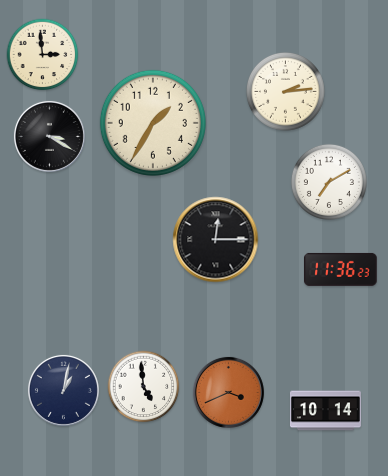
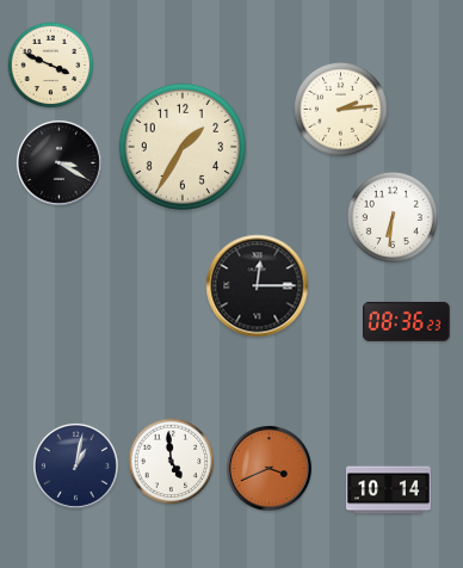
clock at (43, 55): 2:59 -> 3:49
clock at (329, 182): 7:10 -> 6:31
clock at (341, 269): 11:36 -> 08:36
clock at (228, 392) position: (228, 392) -> (268, 468)
